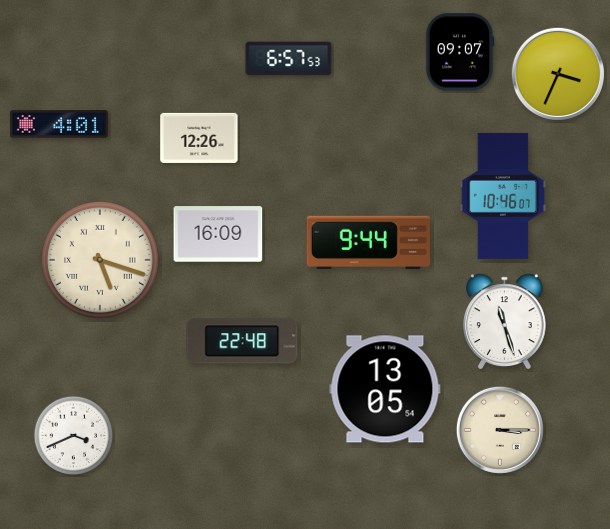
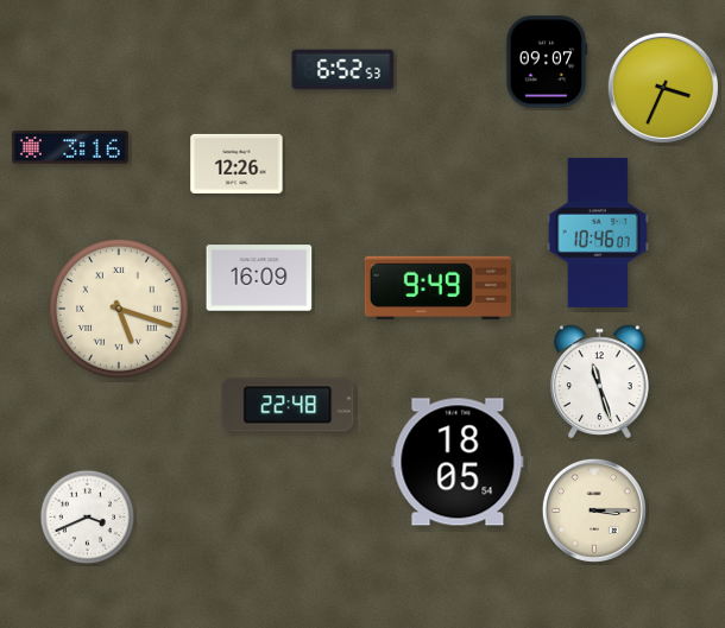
clock at (289, 59): 6:57 -> 6:52
clock at (59, 124): 4:01 -> 3:16
clock at (368, 243): 9:44 -> 9:49
clock at (385, 389): 13:05 -> 18:05
